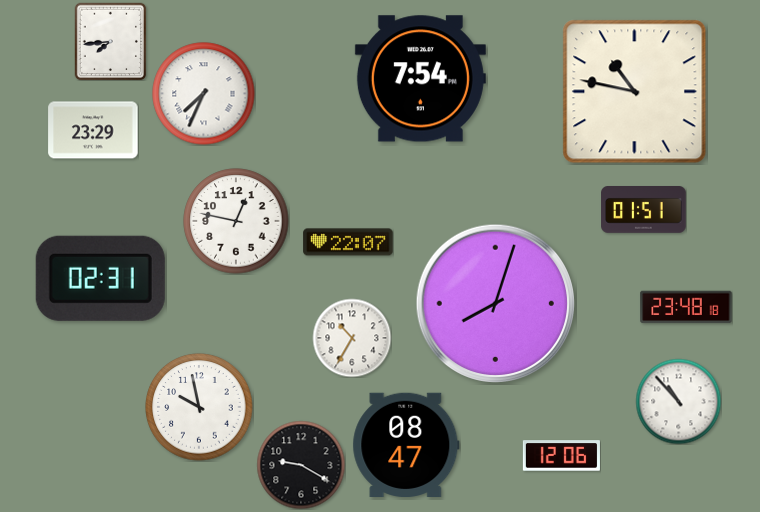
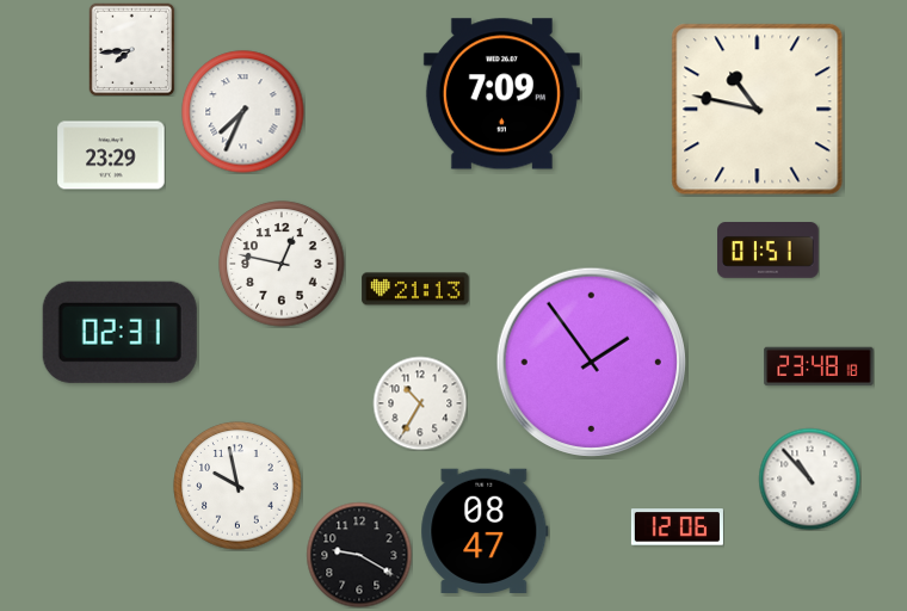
clock at (420, 79): 7:54 -> 7:09
clock at (348, 242): 22:07 -> 21:13
clock at (495, 303): 8:03 -> 1:54
clock at (561, 456) position: (561, 456) -> (677, 527)
